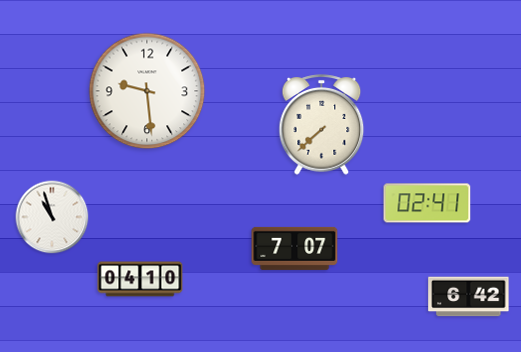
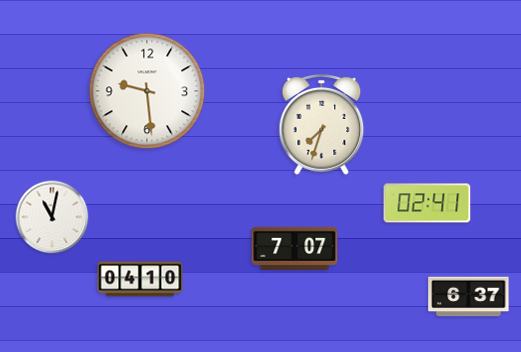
clock at (322, 125): 7:38 -> 7:33
clock at (52, 217): 10:57 -> 11:02
clock at (469, 297): 6:42 -> 6:37
